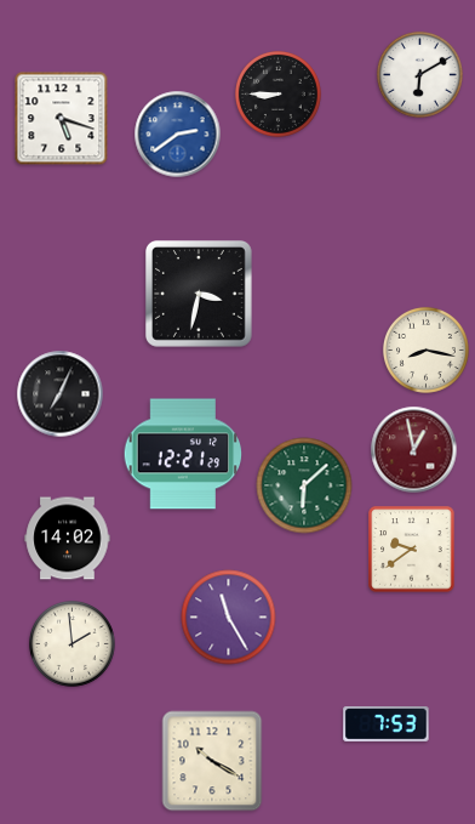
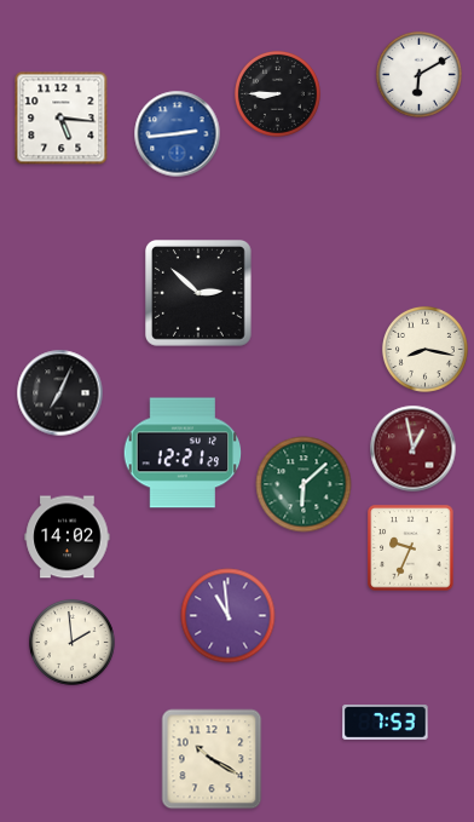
clock at (62, 119): 5:18 -> 5:16
clock at (178, 135): 2:39 -> 2:44
clock at (200, 295): 3:32 -> 2:52
clock at (412, 550): 9:39 -> 9:34
clock at (229, 618): 11:25 -> 10:59
